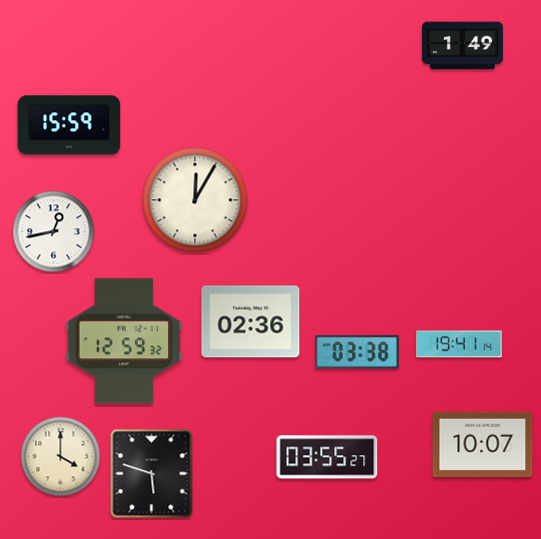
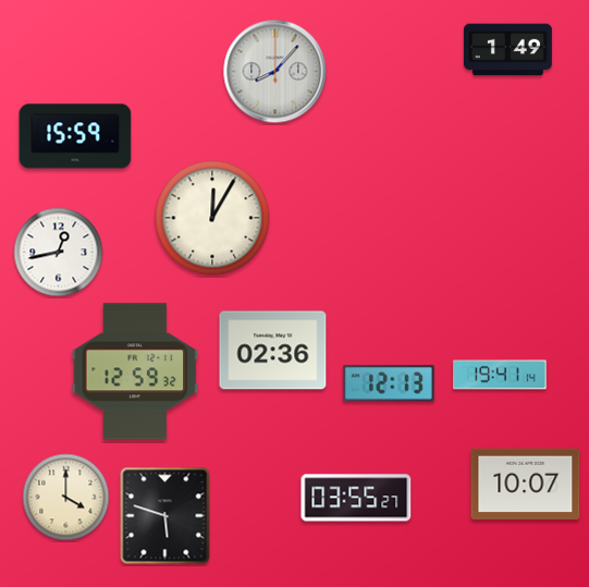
clock at (462, 46) position: (462, 46) -> (507, 50)
clock at (275, 72): none -> 8:07
clock at (357, 352): 03:38 -> 12:13
